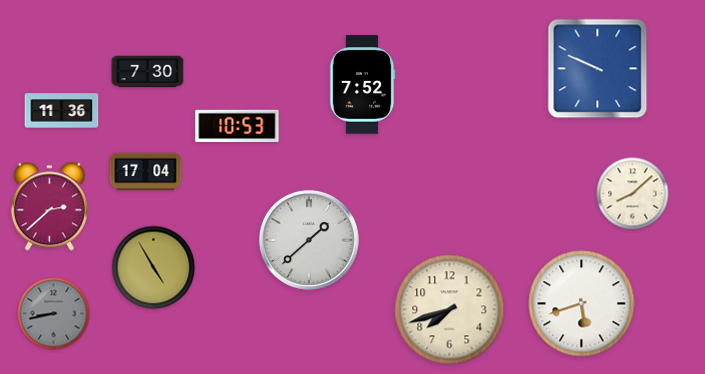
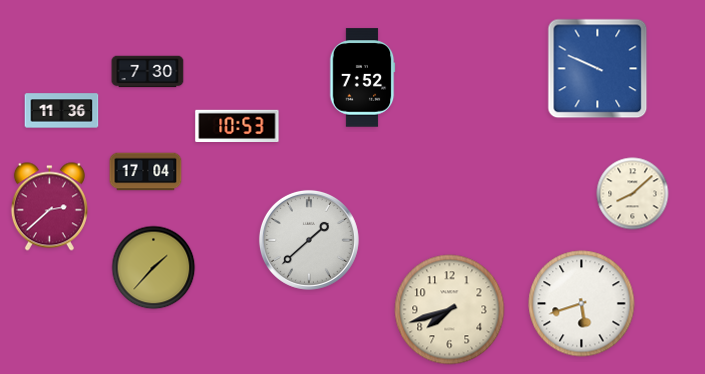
clock at (362, 85) position: (362, 85) -> (362, 78)
clock at (154, 268): 4:55 -> 1:37
clock at (54, 314): 8:43 -> none
